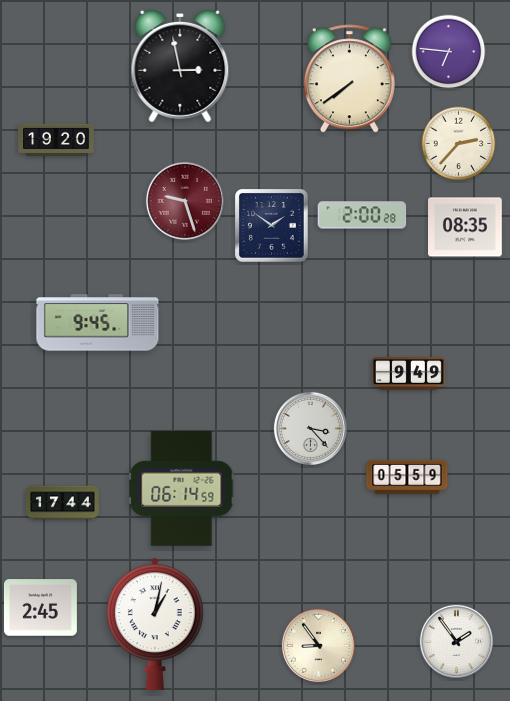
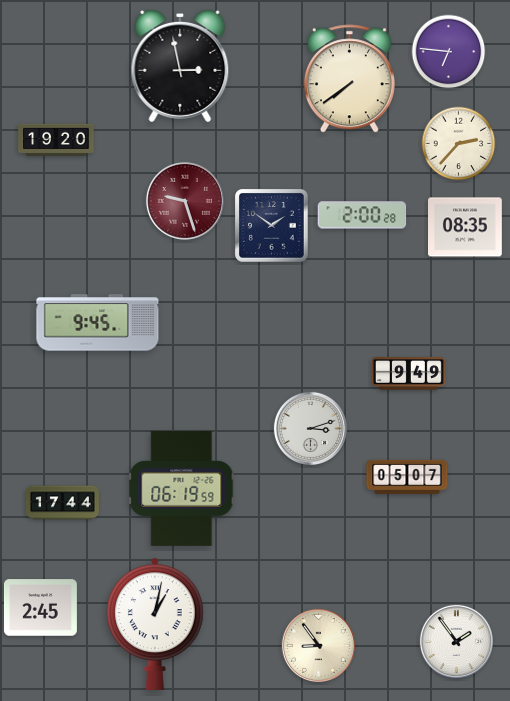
clock at (310, 428): 3:23 -> 3:12
clock at (407, 477): 05:59 -> 05:07
clock at (182, 488): 06:14 -> 06:19
